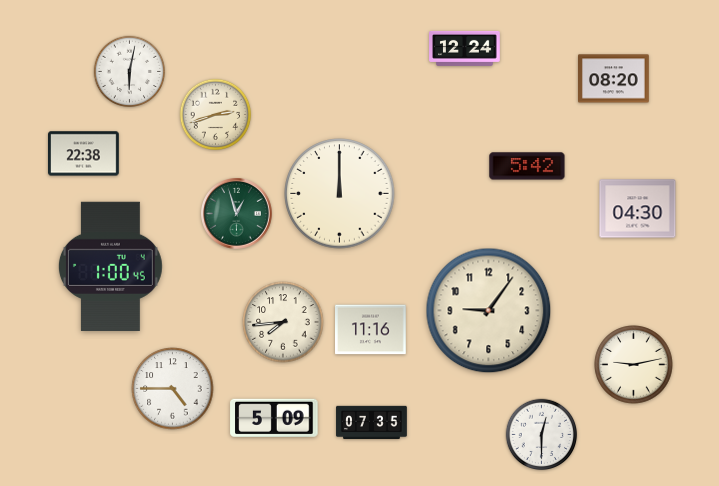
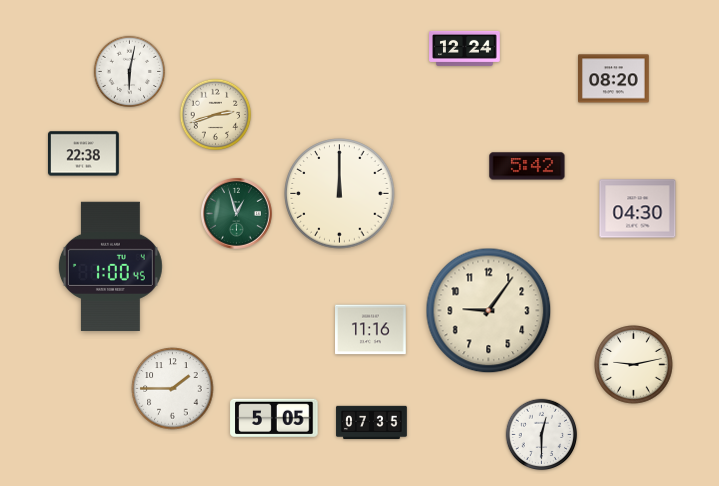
clock at (283, 322): 7:44 -> none
clock at (173, 389): 4:45 -> 1:45
clock at (274, 417): 5:09 -> 5:05
